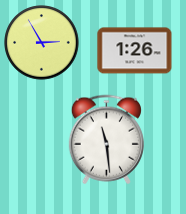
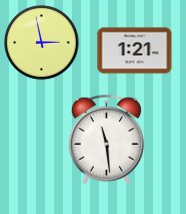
clock at (42, 43): 2:55 -> 2:58
clock at (135, 51): 1:26 -> 1:21
